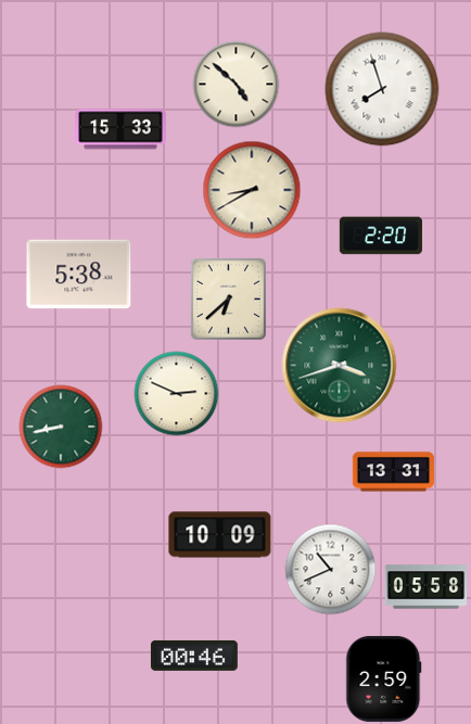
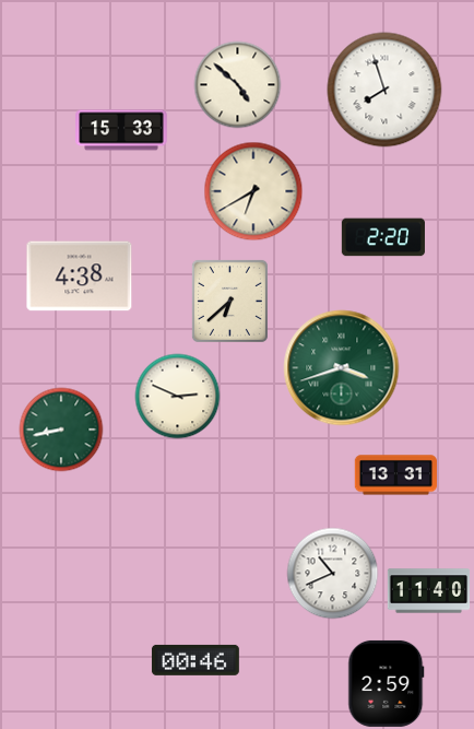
clock at (252, 190): 8:40 -> 6:40
clock at (79, 275): 5:38 -> 4:38
clock at (220, 535): 10:09 -> none
clock at (427, 587): 05:58 -> 11:40
